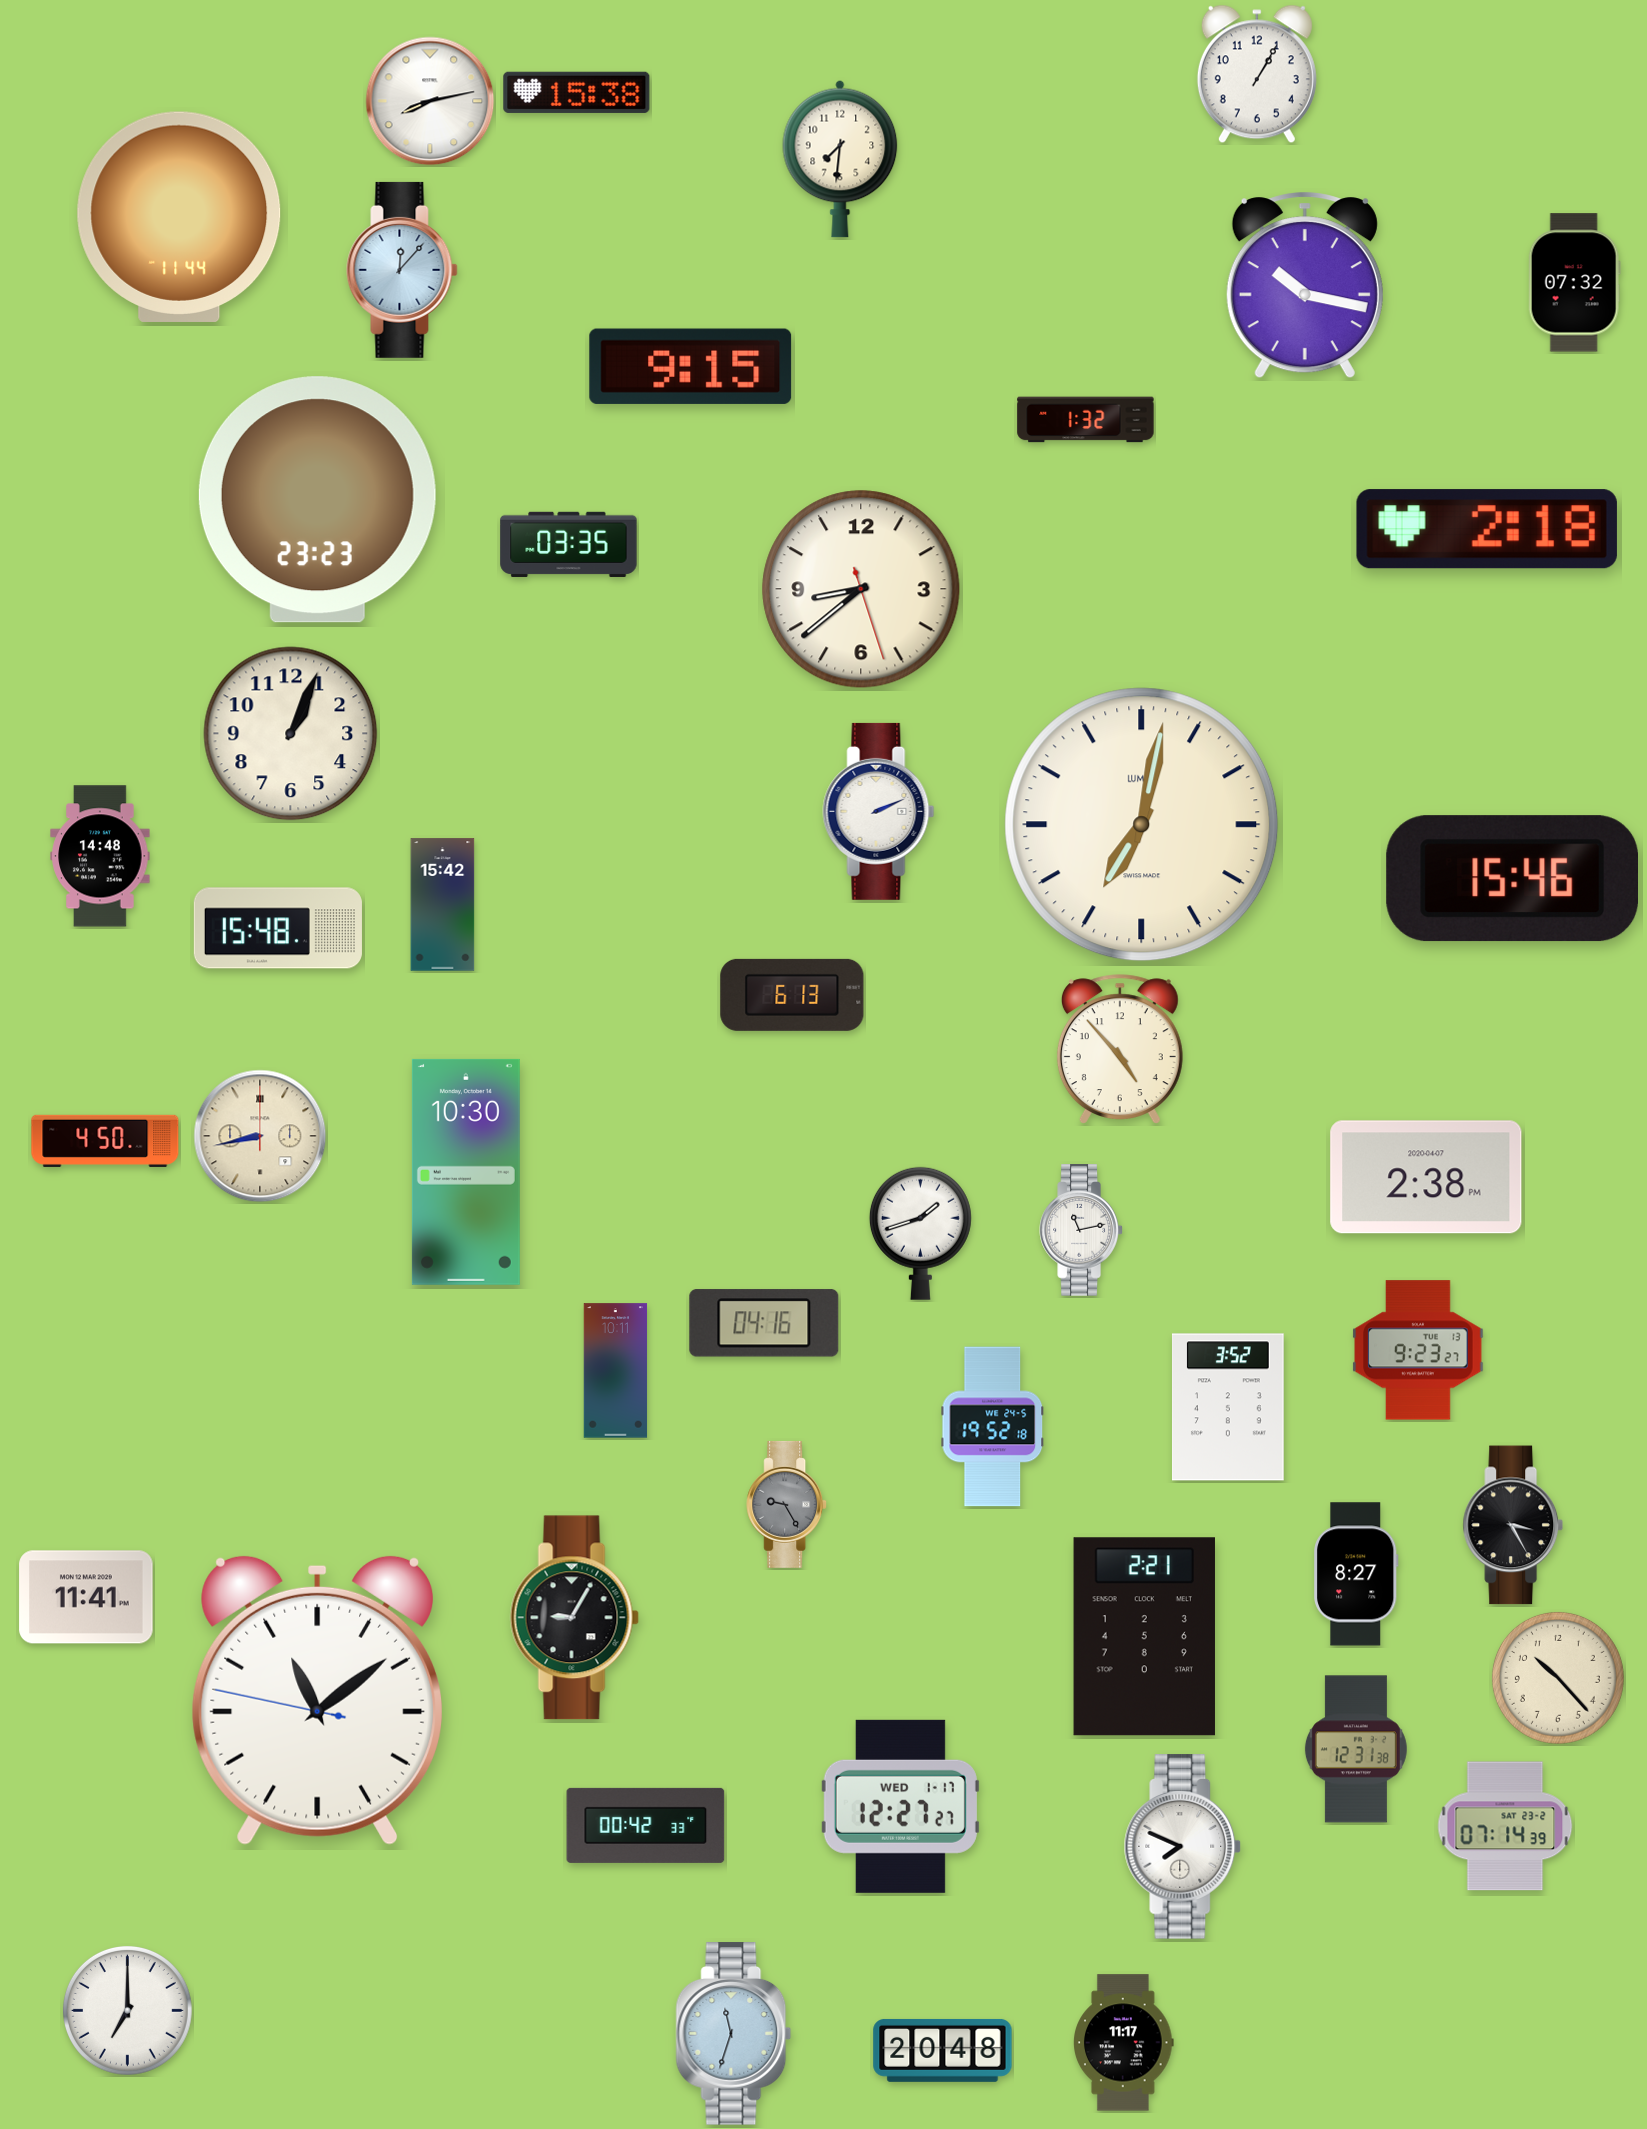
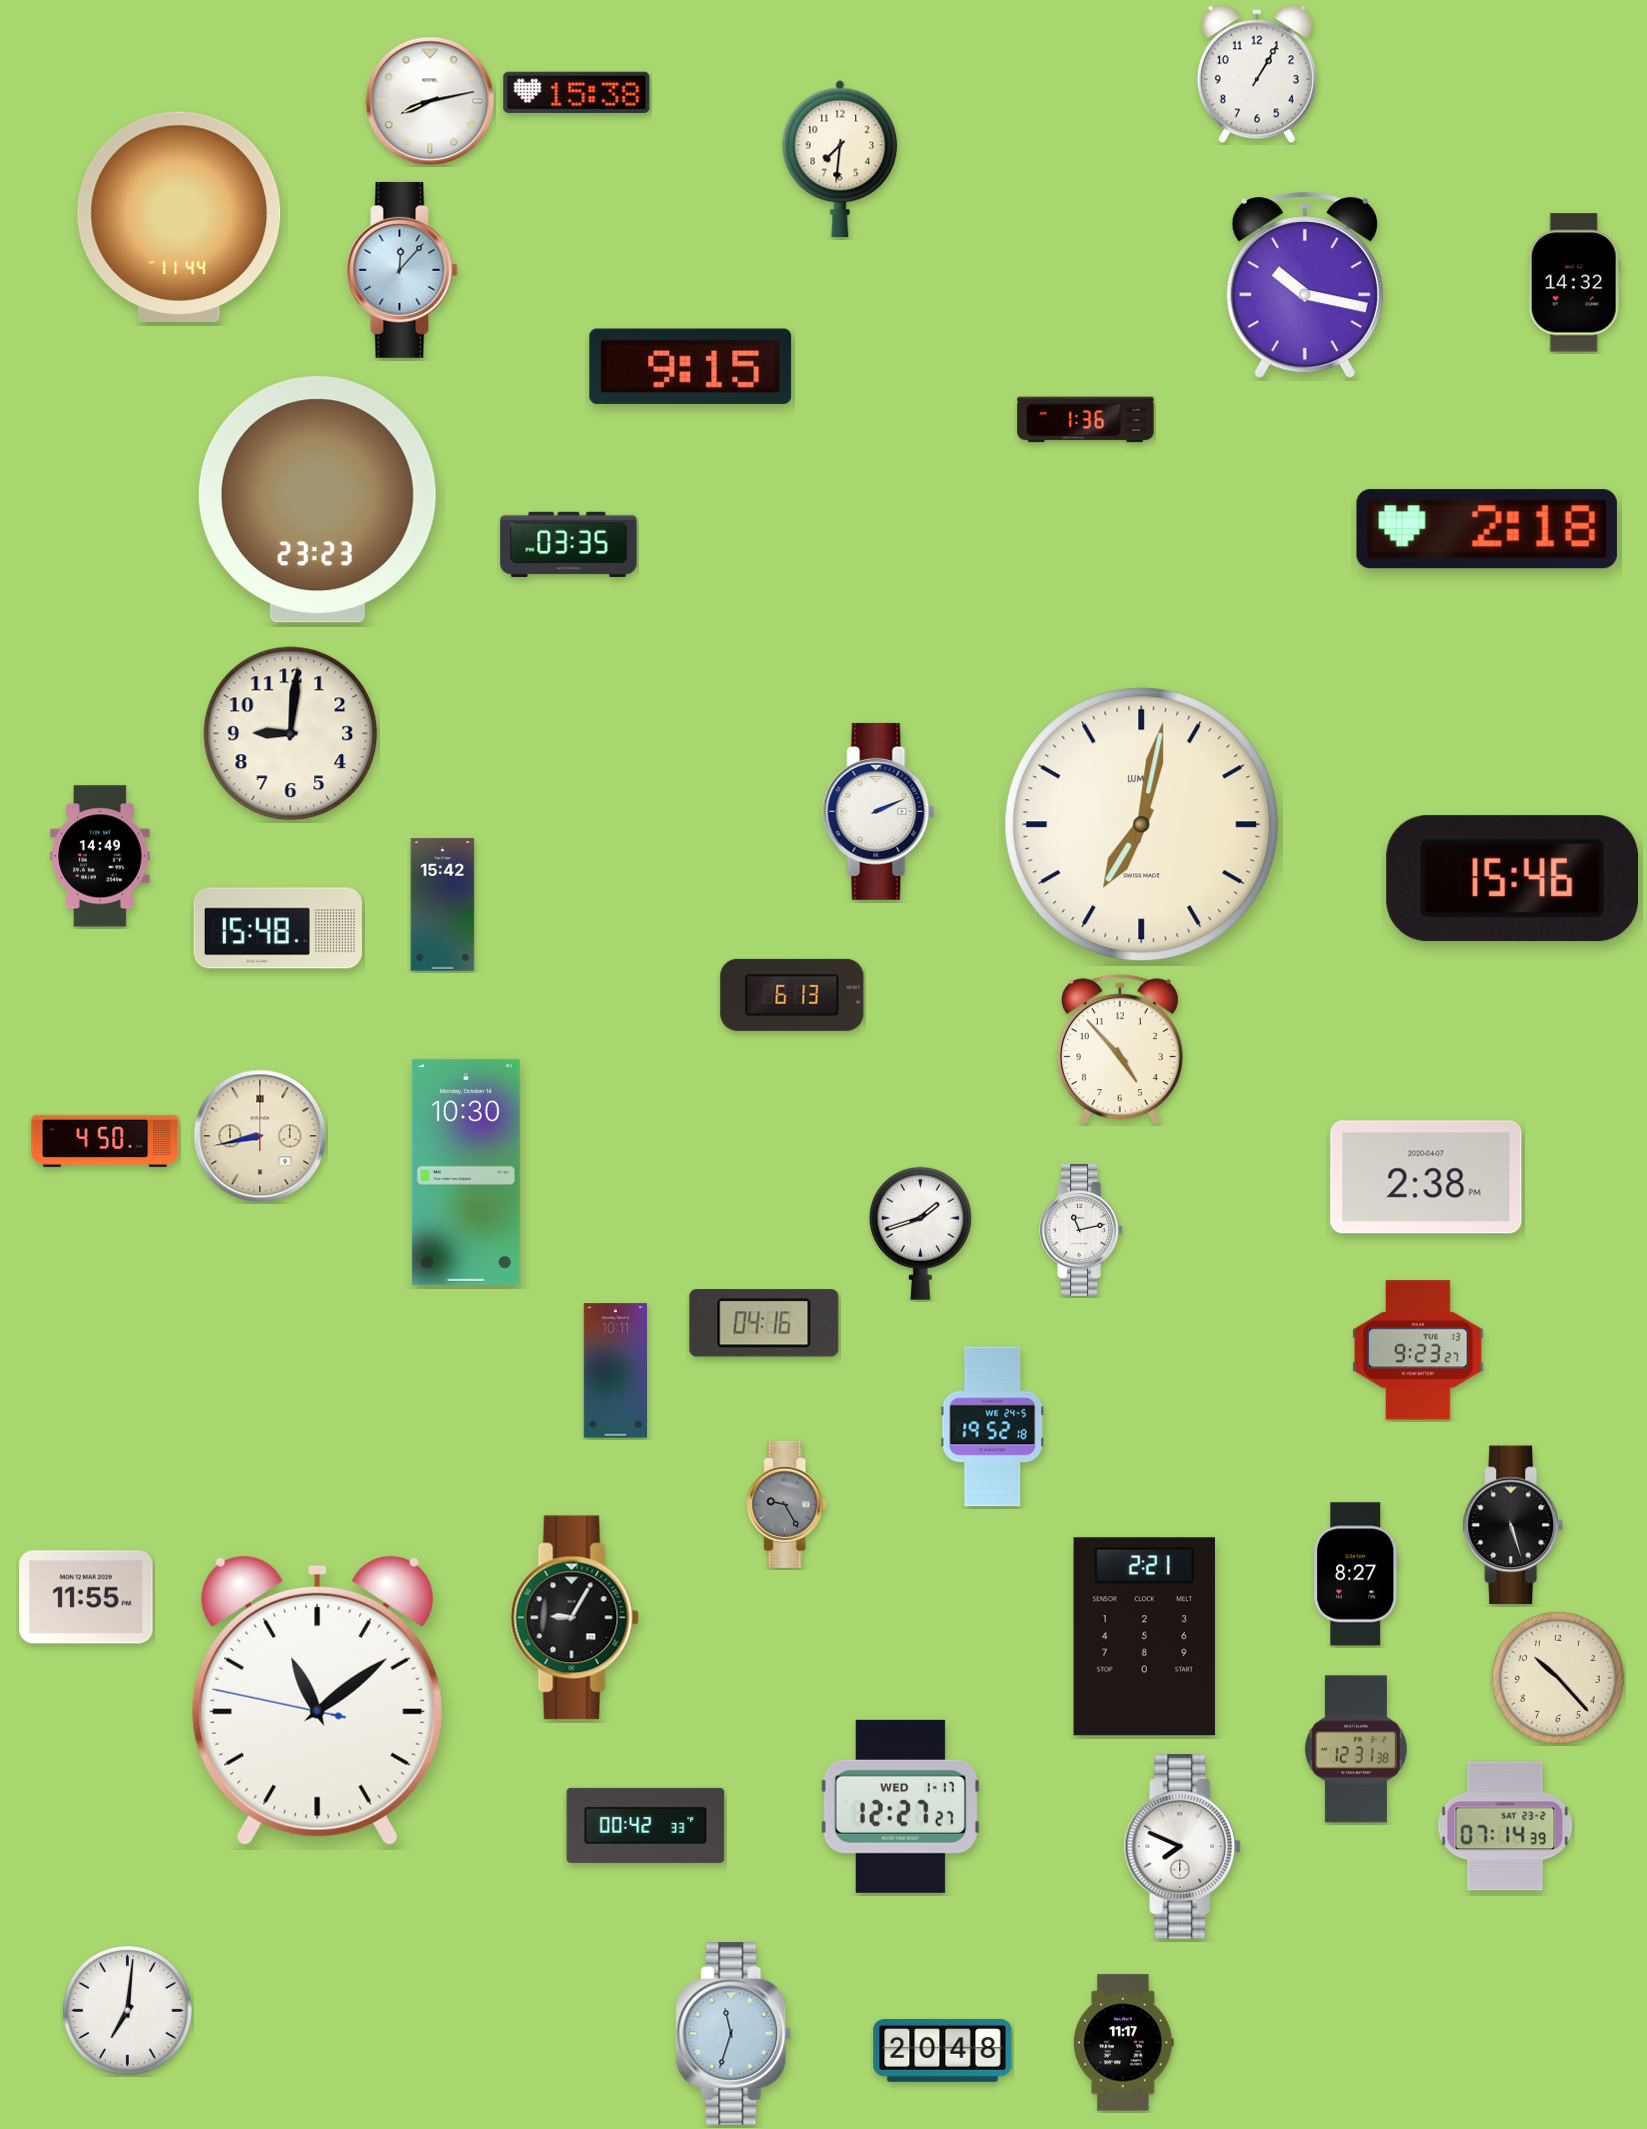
clock at (1574, 283): 07:32 -> 14:32
clock at (1086, 420): 1:32 -> 1:36
clock at (861, 589): 8:38 -> none
clock at (291, 734): 1:04 -> 9:01
clock at (100, 856): 14:48 -> 14:49
clock at (1228, 1407): 3:52 -> none
clock at (1513, 1525): 3:25 -> 5:27
clock at (86, 1597): 11:41 -> 11:55
clock at (127, 2010): 7:00 -> 7:01
